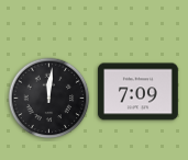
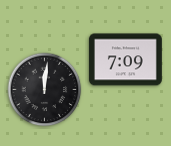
clock at (137, 92) position: (137, 92) -> (125, 60)
